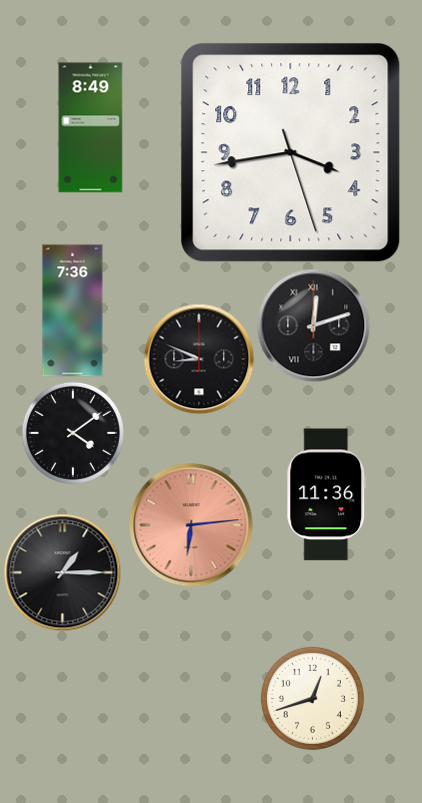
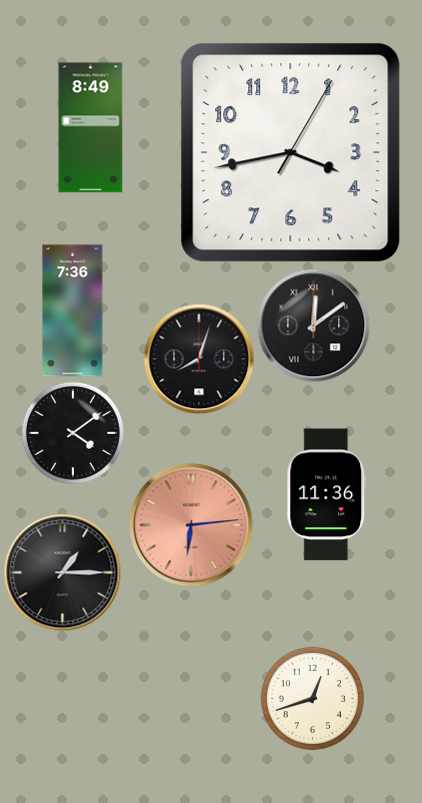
clock at (291, 153): 3:43:27 -> 3:43:05
clock at (313, 325): 12:12 -> 12:09
clock at (199, 359): 8:49 -> 8:03
